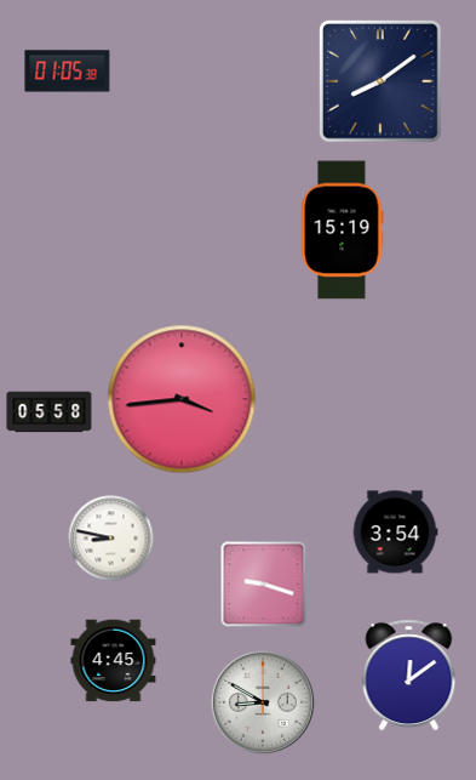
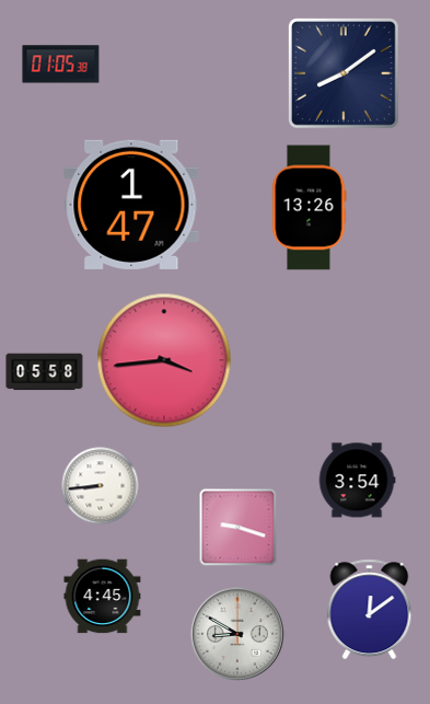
clock at (131, 205): none -> 1:47
clock at (343, 230): 15:19 -> 13:26
clock at (111, 539): 8:47 -> 8:44
